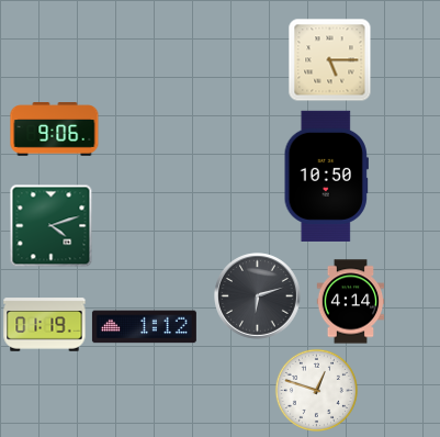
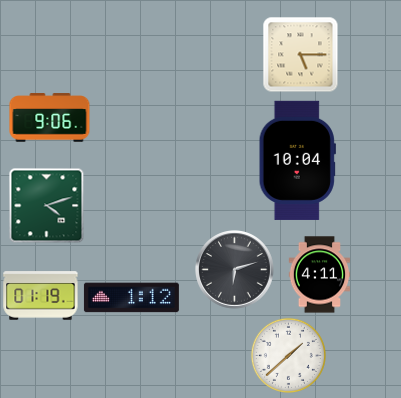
clock at (326, 176): 10:50 -> 10:04
clock at (351, 302): 4:14 -> 4:11
clock at (316, 390): 12:48 -> 1:38
